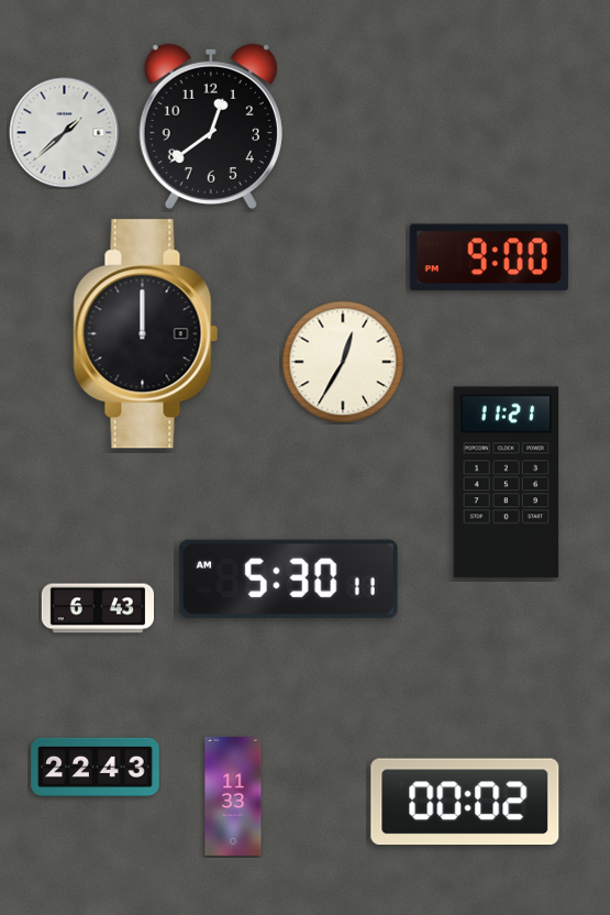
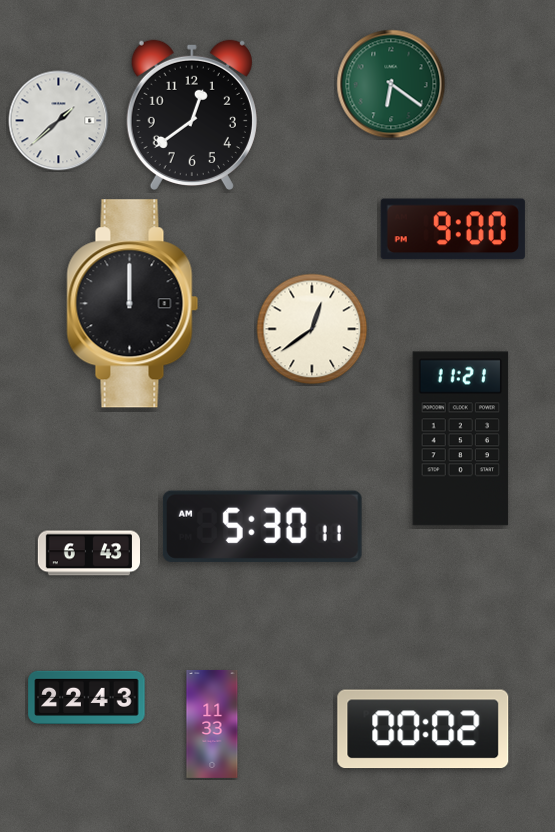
clock at (391, 84): none -> 6:21
clock at (489, 257) position: (489, 257) -> (453, 229)
clock at (343, 362): 12:35 -> 12:39
